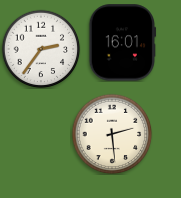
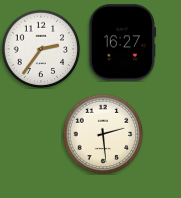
clock at (123, 43): 16:01 -> 16:27
clock at (112, 134) position: (112, 134) -> (103, 134)
